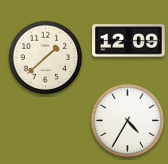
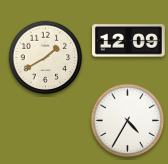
clock at (46, 58): 1:38 -> 1:40
